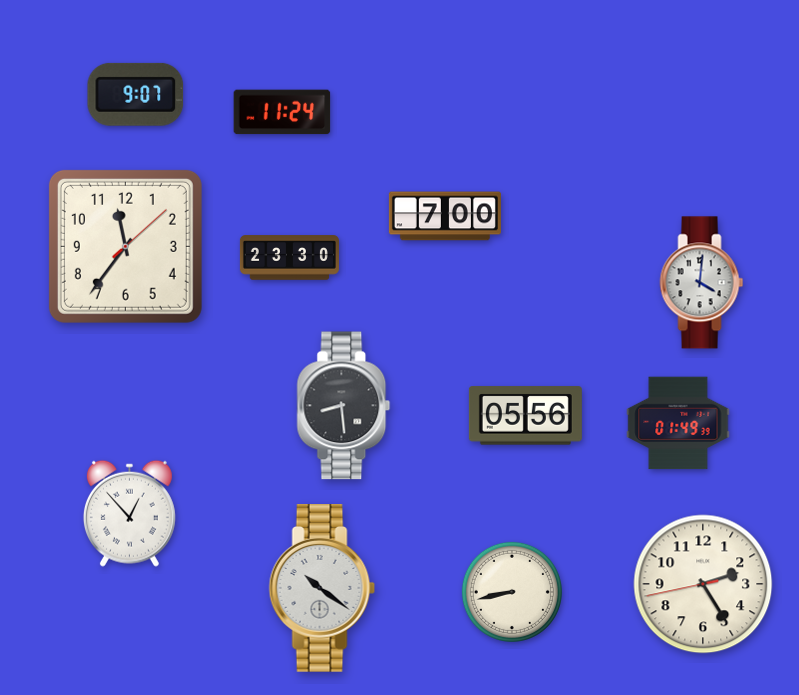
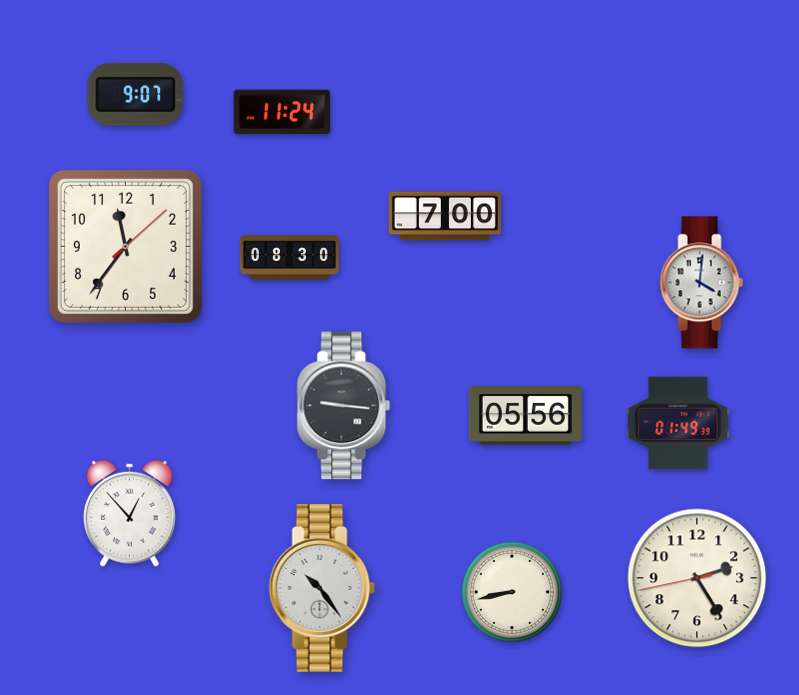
clock at (289, 258): 23:30 -> 08:30
clock at (344, 406): 8:29 -> 9:16
clock at (703, 584) position: (703, 584) -> (697, 578)
clock at (322, 589): 10:21 -> 10:24
